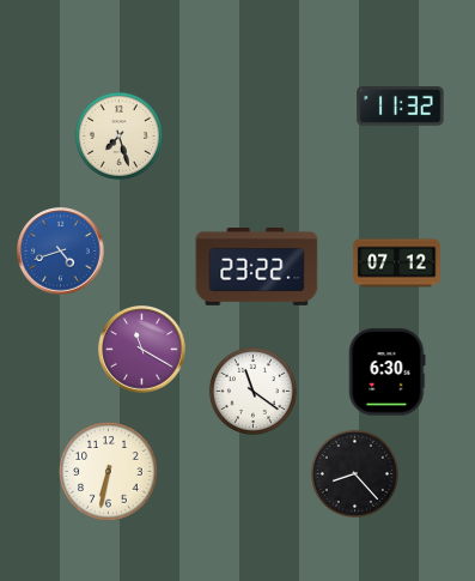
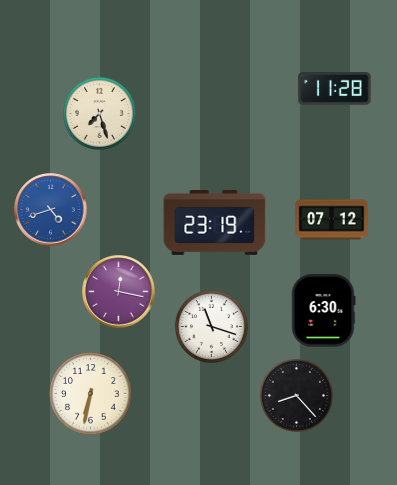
clock at (401, 107): 11:32 -> 11:28
clock at (257, 267): 23:22 -> 23:19
clock at (142, 350): 11:20 -> 12:17
clock at (252, 391): 11:21 -> 11:18
